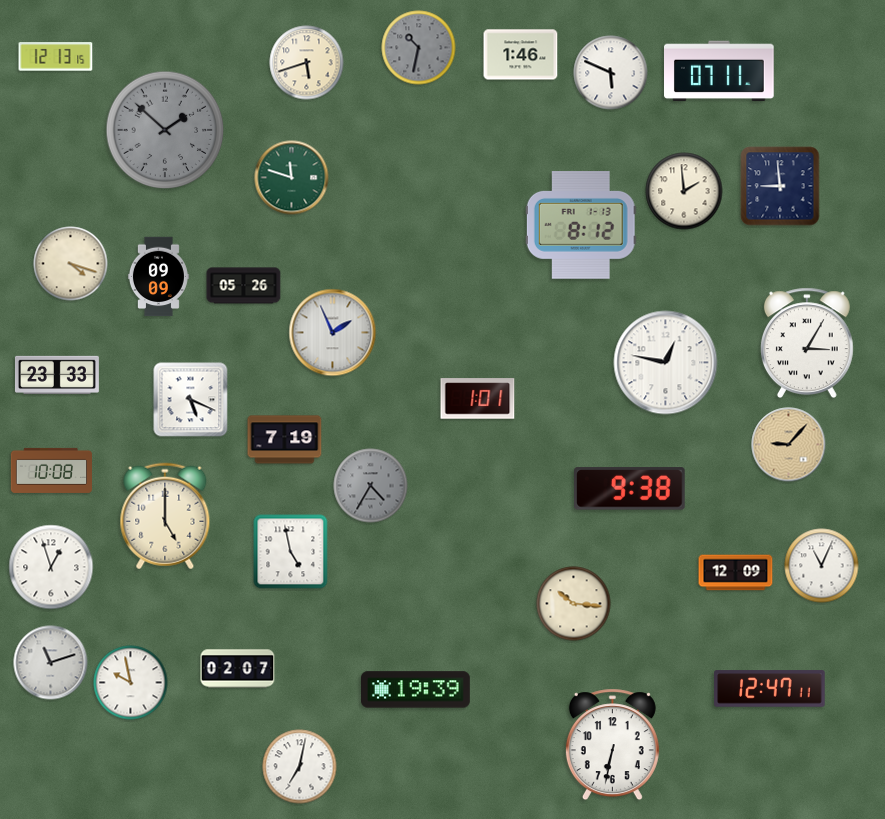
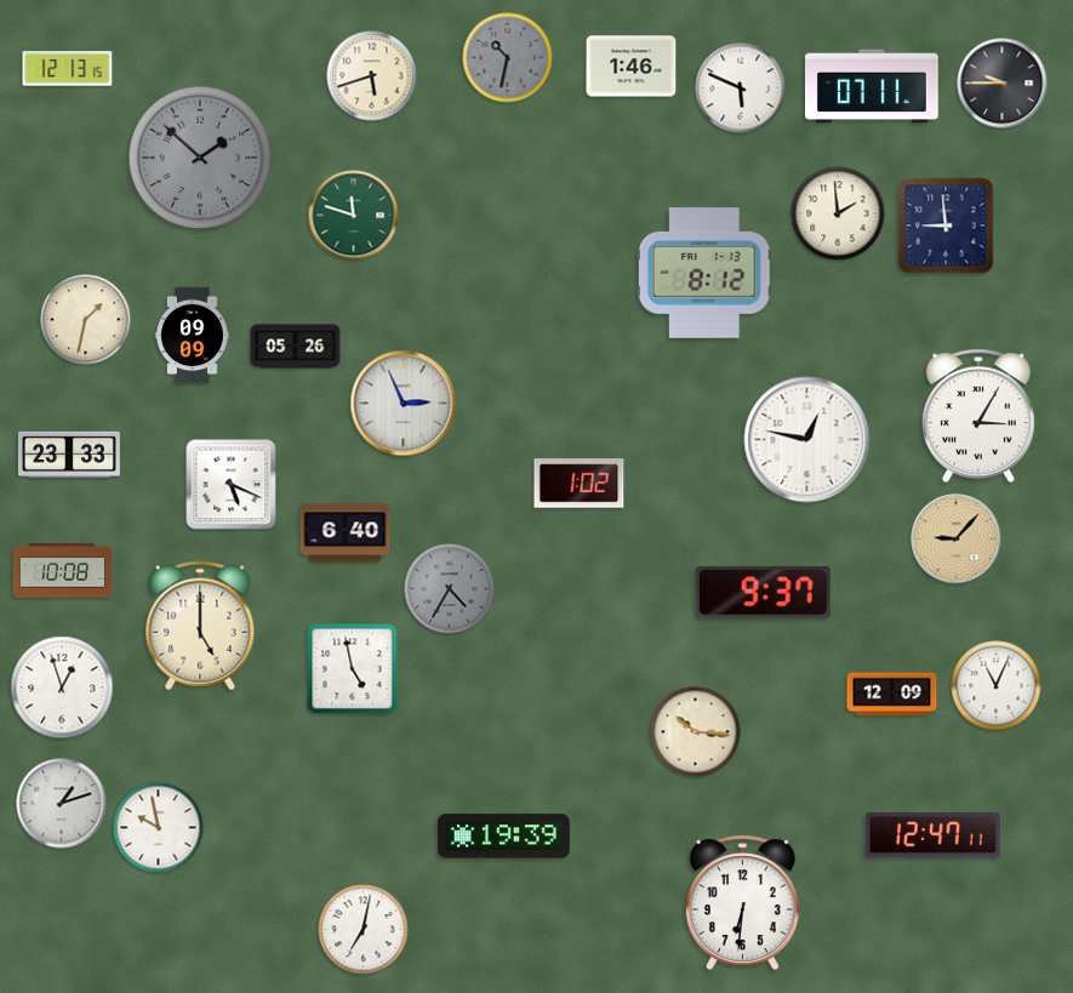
clock at (1003, 84): none -> 9:45
clock at (684, 191) position: (684, 191) -> (838, 213)
clock at (71, 264): 4:18 -> 1:32
clock at (333, 333): 1:56 -> 2:56
clock at (478, 399): 1:01 -> 1:02
clock at (285, 440): 7:19 -> 6:40
clock at (630, 489): 9:38 -> 9:37
clock at (51, 663): 11:12 -> 1:12
clock at (238, 669): 02:07 -> none
clock at (612, 745): 6:32 -> 6:31
